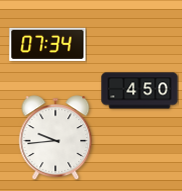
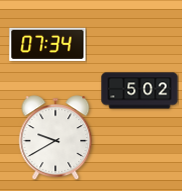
clock at (140, 91): 4:50 -> 5:02
clock at (56, 137): 9:44 -> 9:40
